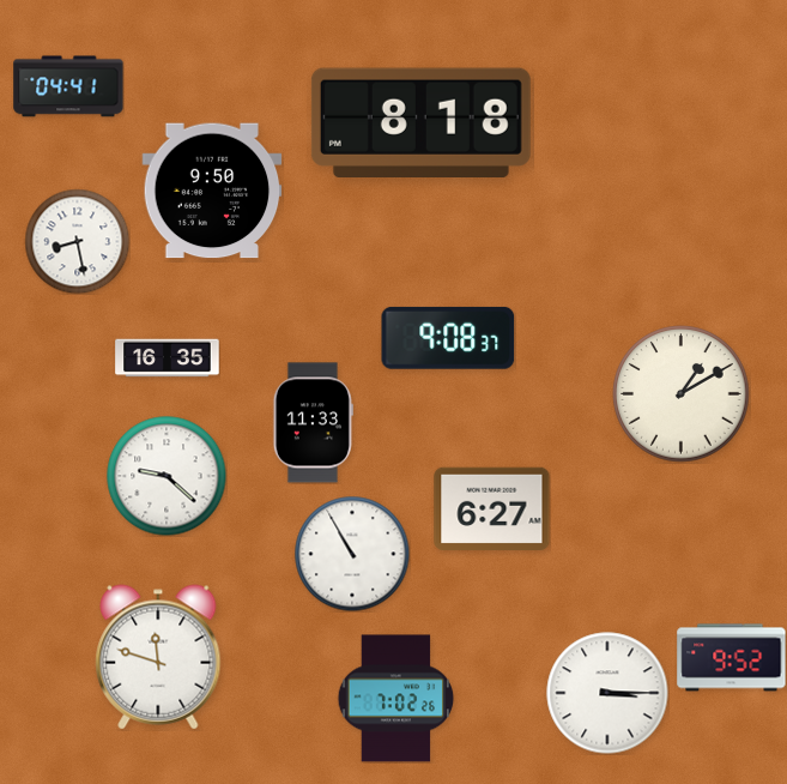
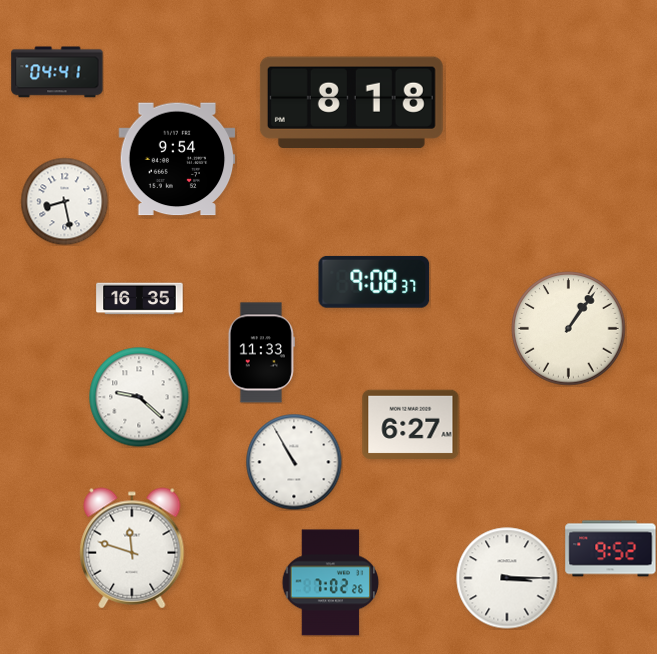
clock at (212, 191): 9:50 -> 9:54
clock at (682, 394): 1:10 -> 1:06
